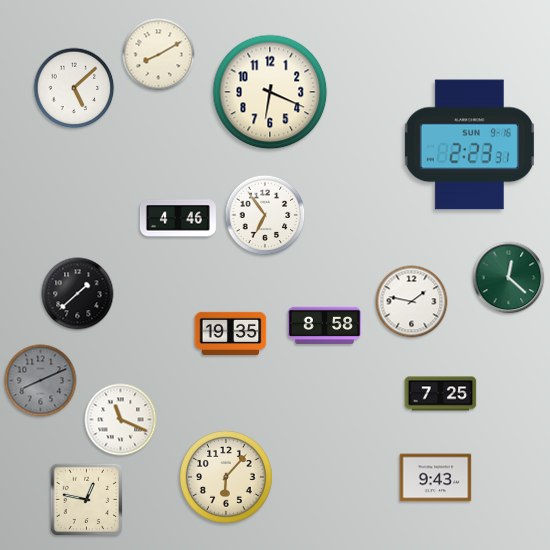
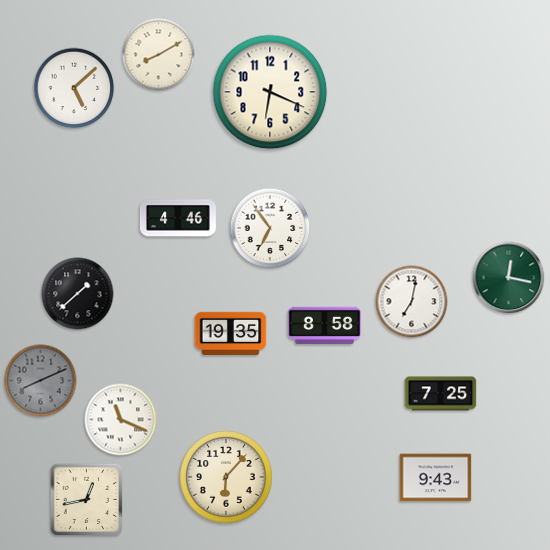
clock at (469, 145): 2:23 -> none
clock at (265, 215) position: (265, 215) -> (270, 228)
clock at (509, 278): 12:22 -> 12:17
clock at (412, 302): 1:47 -> 7:02
clock at (87, 500): 12:47 -> 12:43
